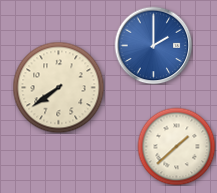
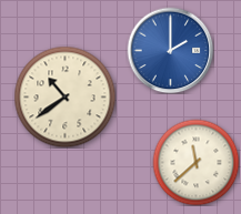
clock at (58, 87): 7:39 -> 10:39
clock at (176, 146): 1:38 -> 11:38
